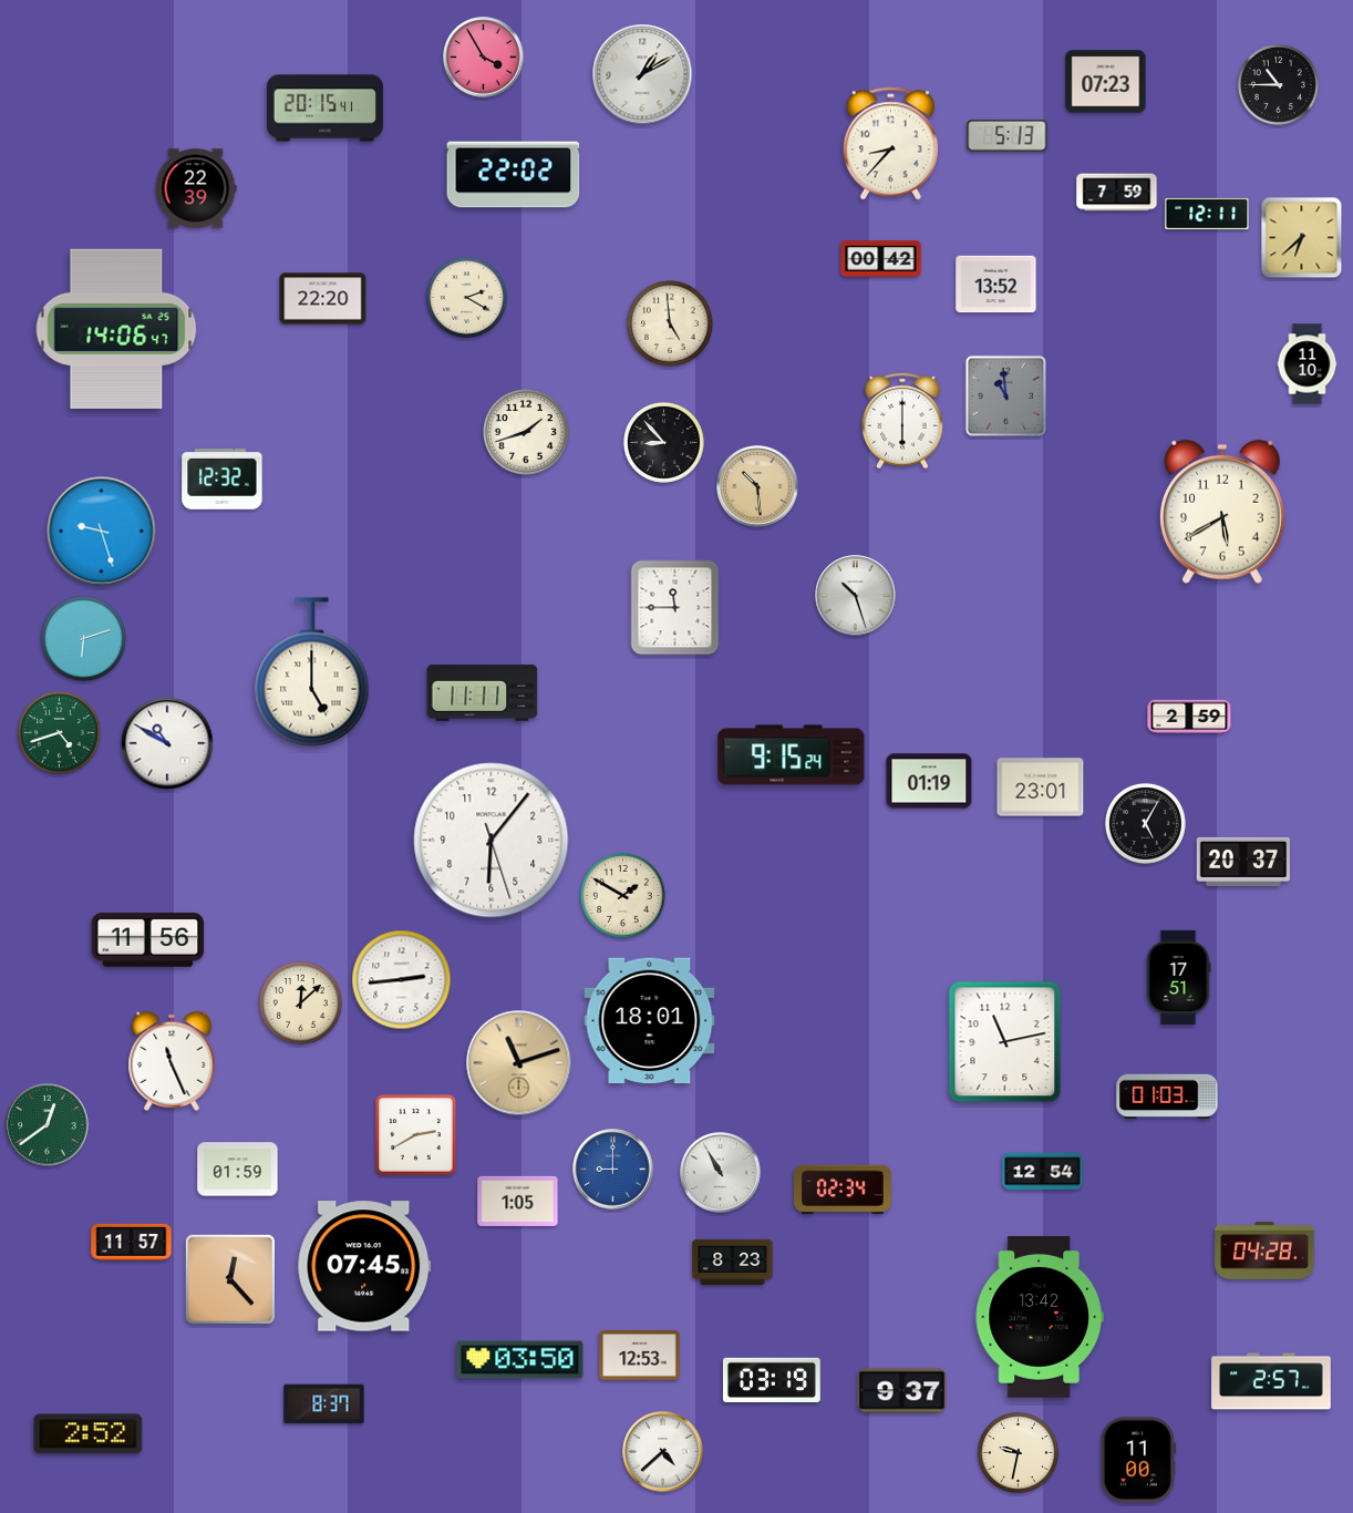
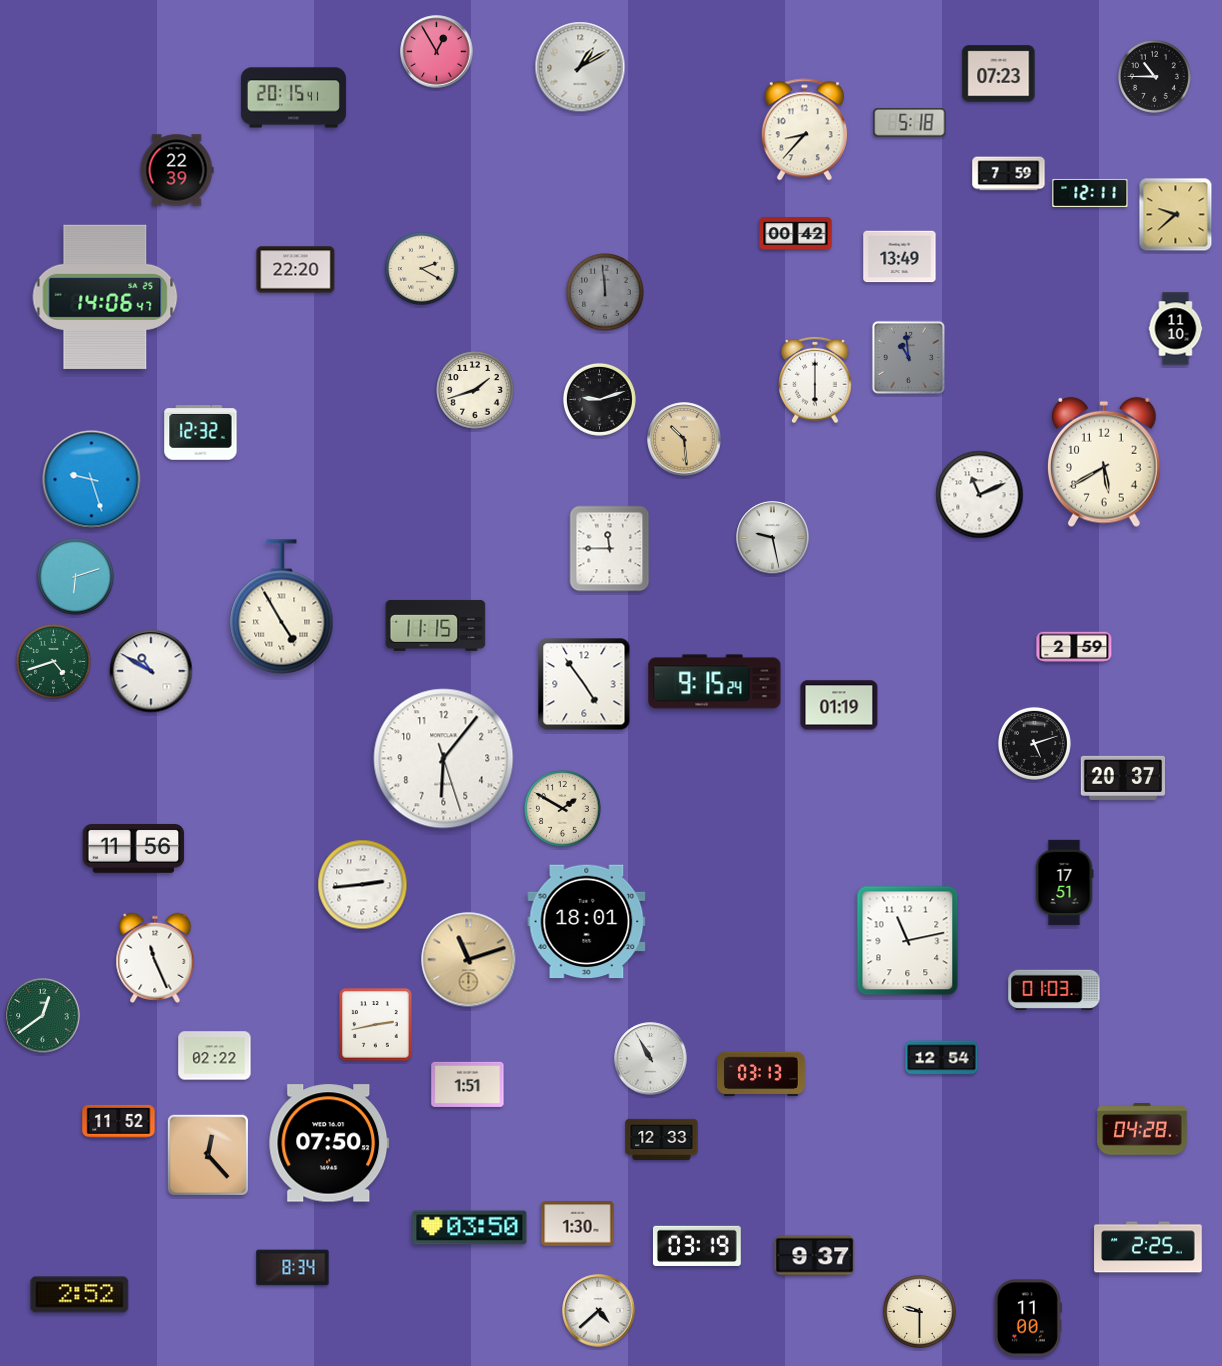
clock at (484, 58): 3:55 -> 12:55
clock at (1008, 135): 5:13 -> 5:18
clock at (514, 175): 22:02 -> none
clock at (1302, 238): 6:38 -> 9:38
clock at (996, 285): 13:52 -> 13:49
clock at (323, 299) position: (323, 299) -> (296, 270)
clock at (670, 323): 4:59 -> 11:59
clock at (670, 323) dial: cream -> grey
clock at (1308, 364) position: (1308, 364) -> (1176, 329)
clock at (663, 442): 8:53 -> 9:12
clock at (980, 495): none -> 11:11
clock at (856, 596): 10:27 -> 9:28
clock at (312, 672): 5:00 -> 4:55
clock at (483, 692): 11:11 -> 11:15
clock at (584, 684): none -> 4:54
clock at (1041, 788): 23:01 -> none
clock at (1145, 823): 5:05 -> 5:12
clock at (301, 1003): 12:08 -> none
clock at (416, 1135): 2:40 -> 2:43
clock at (238, 1170): 01:59 -> 02:22
clock at (613, 1170): 9:00 -> none
clock at (844, 1190): 02:34 -> 03:13
clock at (518, 1201): 1:05 -> 1:51
clock at (132, 1242): 11:57 -> 11:52
clock at (733, 1262): 8:23 -> 12:33
clock at (364, 1266): 07:45 -> 07:50
clock at (1040, 1317): 13:42 -> none
clock at (640, 1356): 12:53 -> 1:30
clock at (1271, 1381): 2:57 -> 2:25
clock at (324, 1404): 8:37 -> 8:34
clock at (1018, 1452): 9:32 -> 9:30
